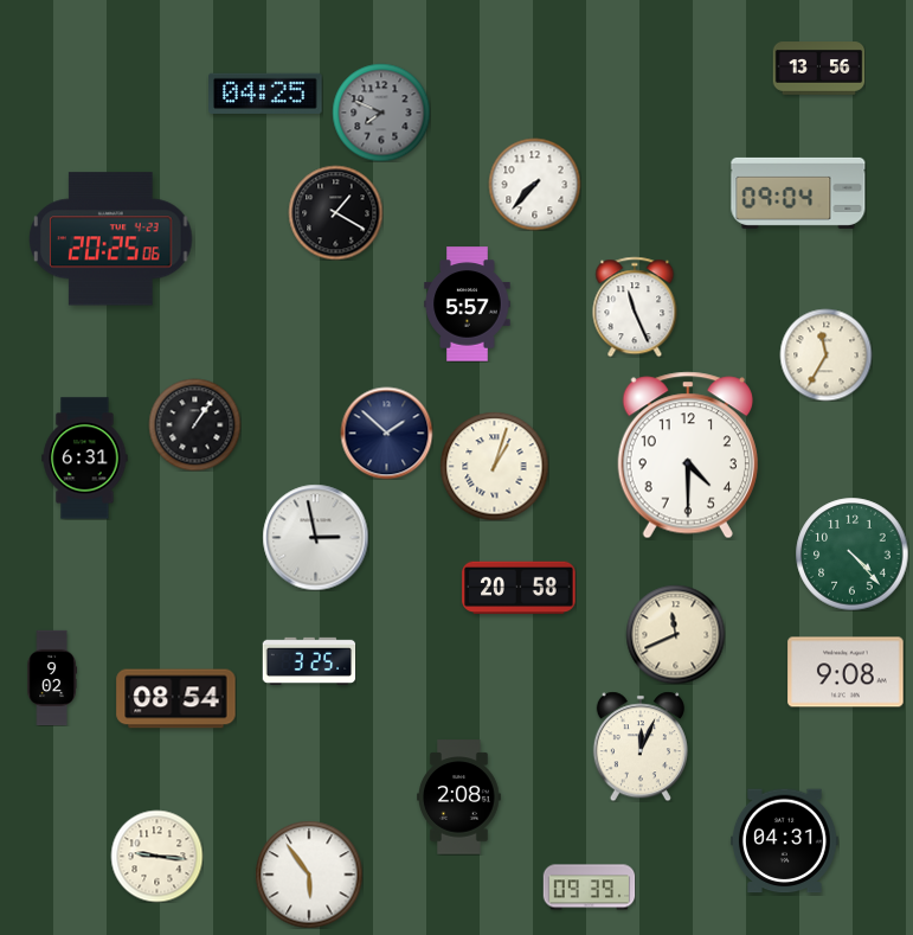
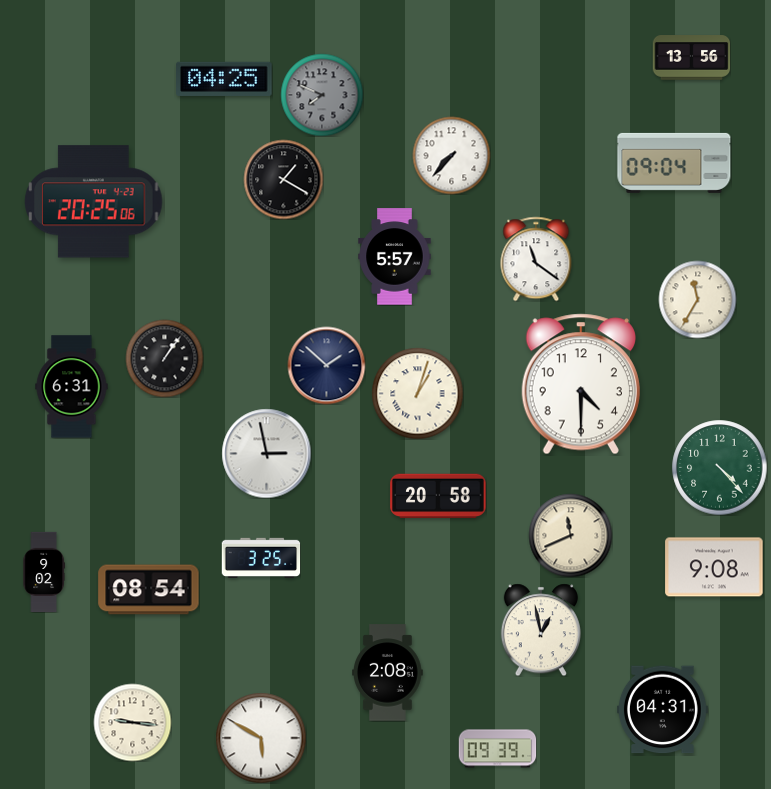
clock at (635, 307): 11:26 -> 11:21
clock at (641, 747): 12:04 -> 12:58
clock at (309, 875): 5:54 -> 5:50
